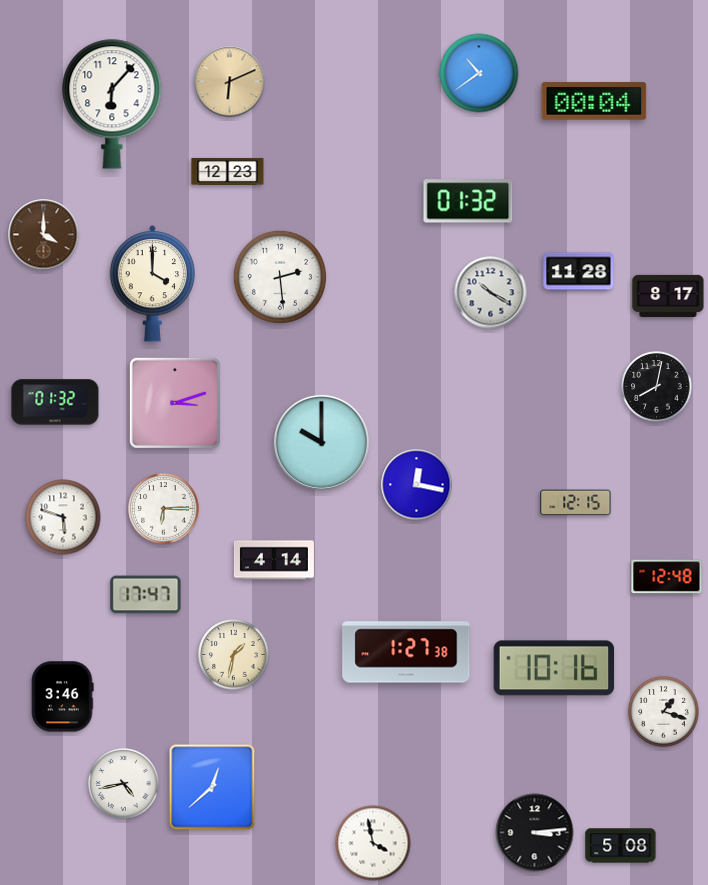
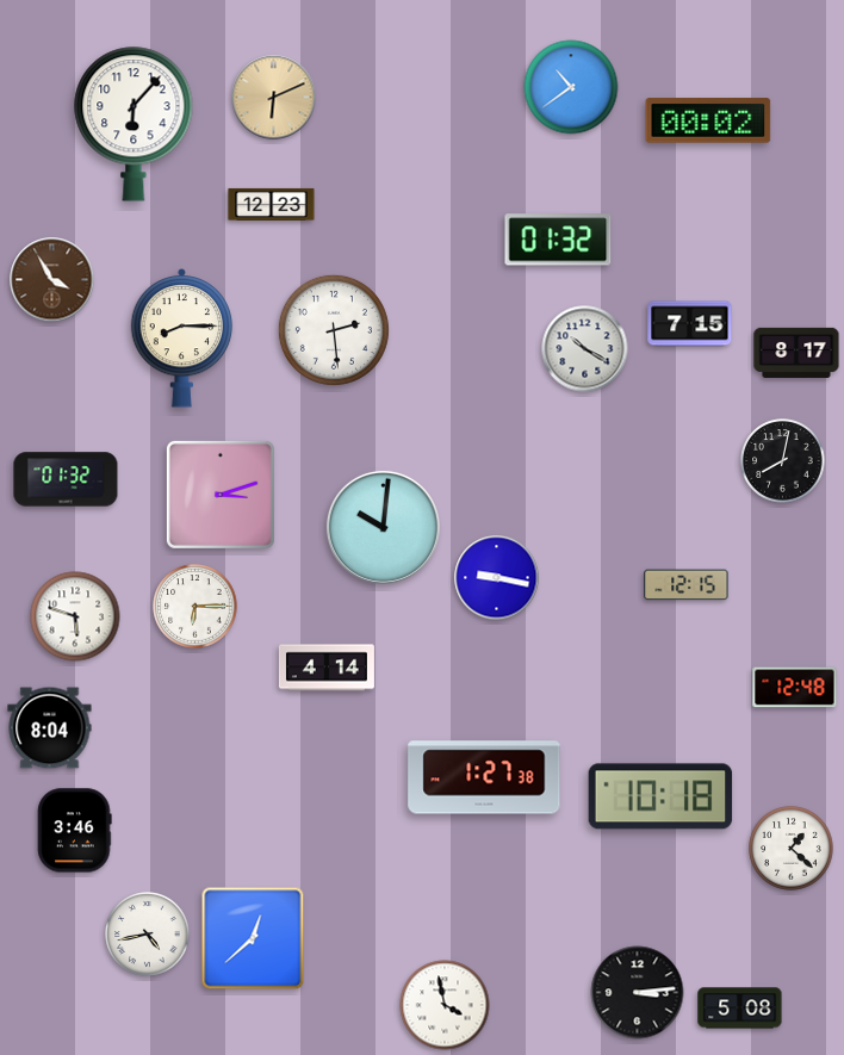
clock at (594, 101): 00:04 -> 00:02
clock at (44, 235): 4:00 -> 3:55
clock at (579, 272): 11:28 -> 7:15
clock at (153, 284): 4:00 -> 8:15
clock at (175, 403) position: (175, 403) -> (221, 495)
clock at (321, 442): 10:00 -> 10:01
clock at (417, 485): 12:17 -> 9:17
clock at (576, 503) position: (576, 503) -> (687, 585)
clock at (146, 595): 17:47 -> none
clock at (50, 728): none -> 8:04
clock at (234, 655): 1:32 -> none
clock at (554, 668): 10:16 -> 10:18
clock at (664, 712): 1:18 -> 1:22
